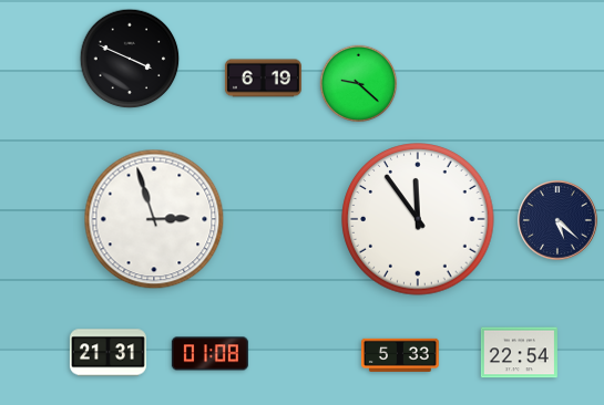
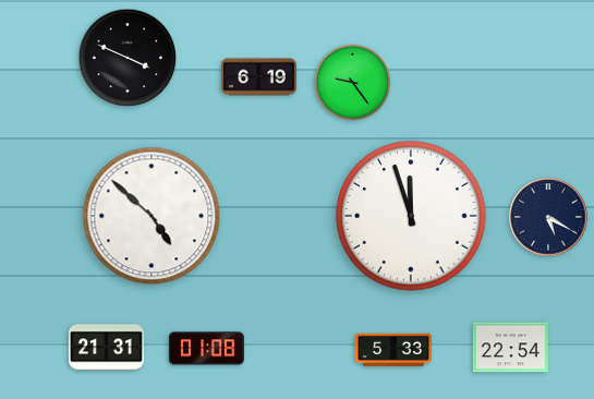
clock at (359, 84): 9:22 -> 9:24
clock at (154, 219): 2:57 -> 4:52
clock at (418, 219): 11:54 -> 11:57
clock at (557, 220): 5:22 -> 5:20
